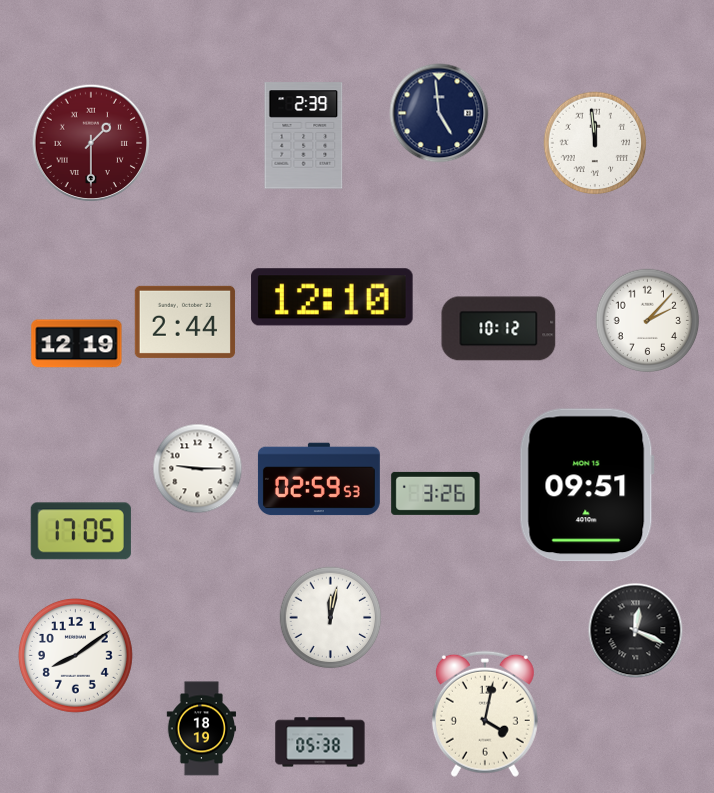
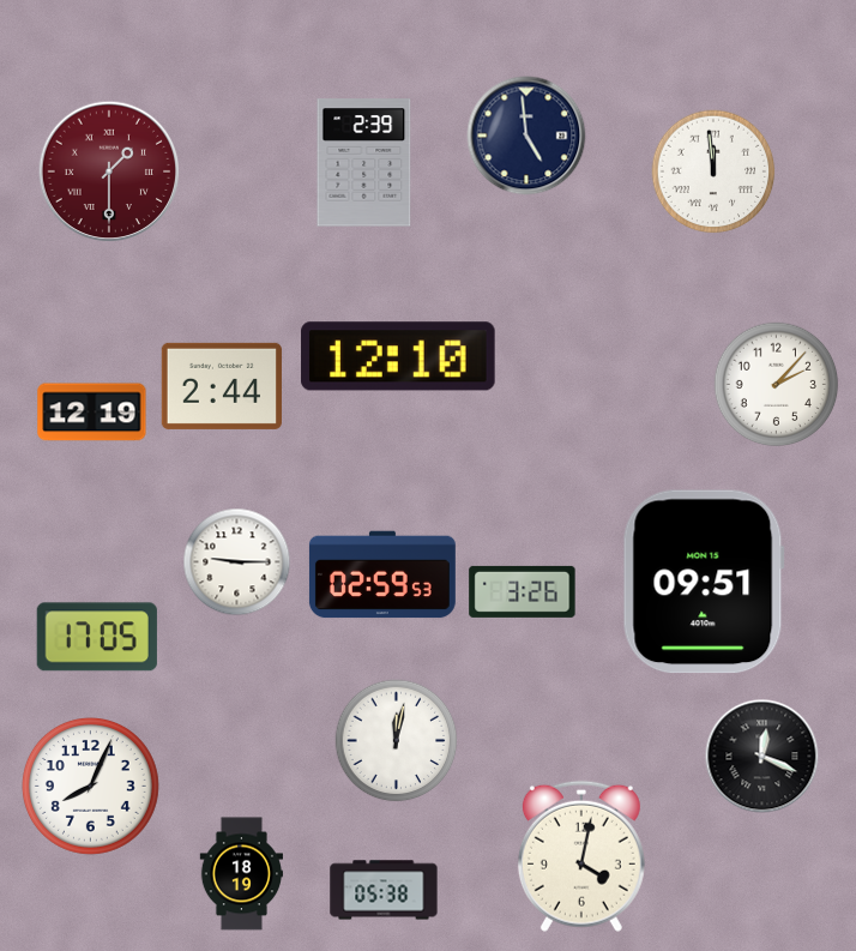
clock at (499, 329): 10:12 -> none
clock at (75, 655): 8:09 -> 8:04
